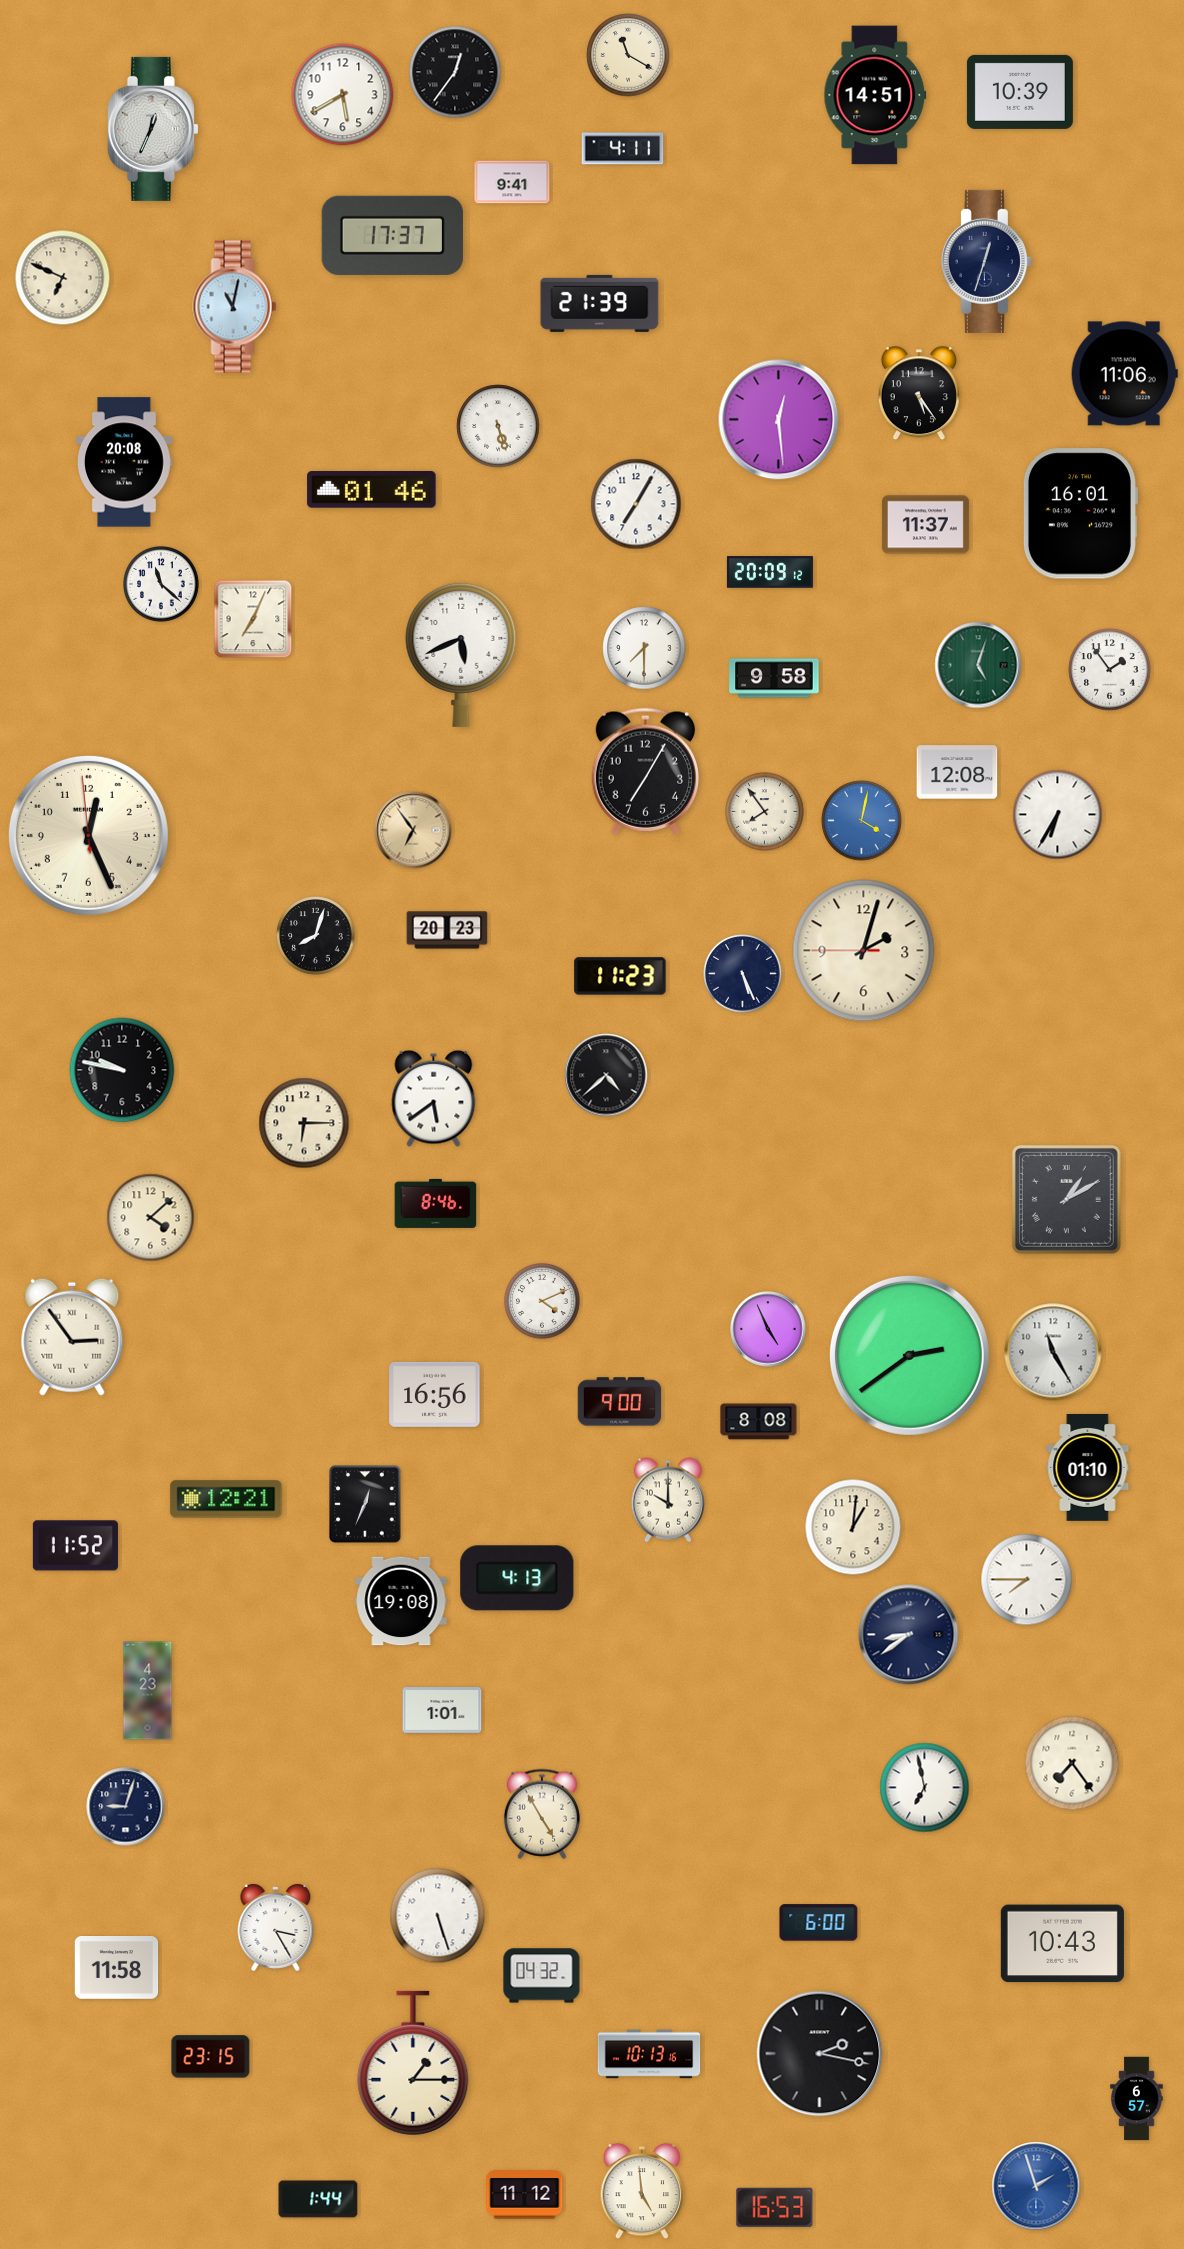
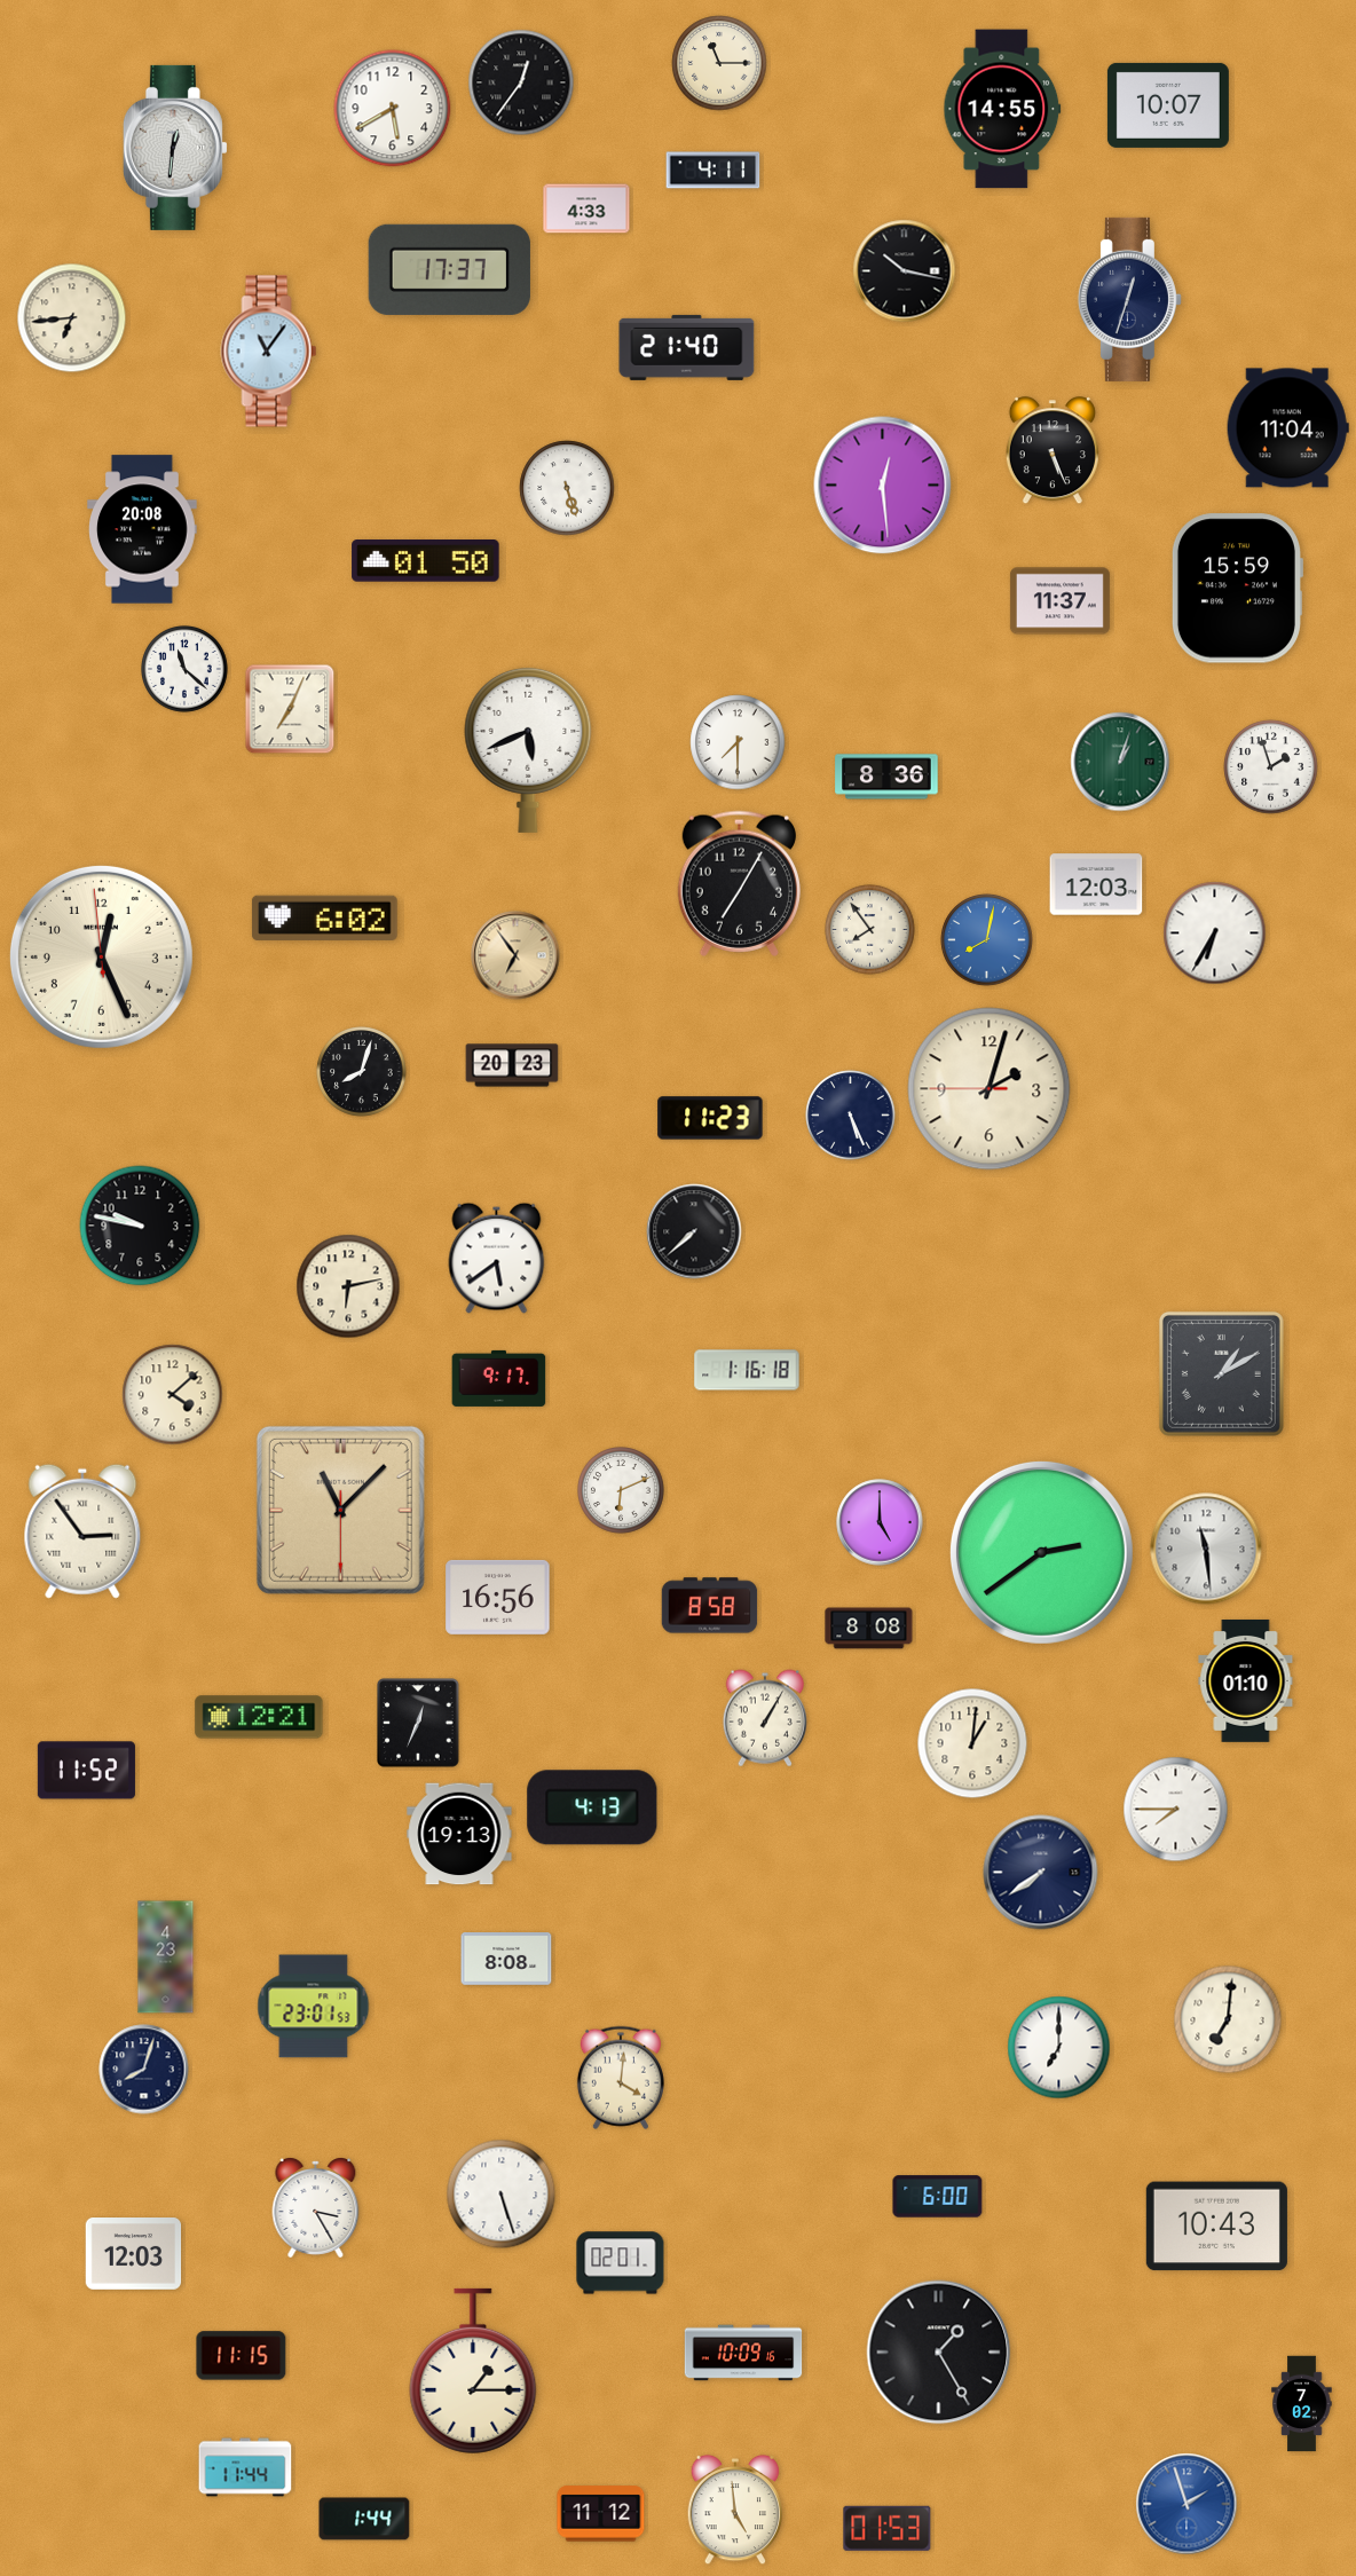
clock at (628, 55): 11:20 -> 11:15
clock at (1020, 92): 10:39 -> 10:07
clock at (875, 95): 14:51 -> 14:55
clock at (153, 129): 12:34 -> 12:31
clock at (512, 182): 9:41 -> 4:33
clock at (905, 271): none -> 10:17
clock at (63, 278): 6:49 -> 6:44
clock at (600, 303): 21:39 -> 21:40
clock at (235, 307): 11:02 -> 11:06
clock at (1124, 374): 11:06 -> 11:04
clock at (919, 394): 5:24 -> 5:26
clock at (779, 420) position: (779, 420) -> (883, 486)
clock at (498, 426) position: (498, 426) -> (567, 488)
clock at (372, 490): 01:46 -> 01:50
clock at (636, 504): 7:05 -> none
clock at (1080, 514): 16:01 -> 15:59
clock at (770, 572): 20:09 -> none
clock at (978, 665): 5:03 -> 1:03
clock at (1110, 670): 1:54 -> 1:57
clock at (774, 678): 9:58 -> 8:36
clock at (957, 772): 12:08 -> 12:03
clock at (324, 917): none -> 6:02
clock at (765, 812) position: (765, 812) -> (870, 930)
clock at (1058, 815) position: (1058, 815) -> (1215, 933)
clock at (862, 821): 4:02 -> 8:02
clock at (413, 830) position: (413, 830) -> (515, 955)
clock at (606, 1075): 4:38 -> 7:38
clock at (304, 1123): 6:15 -> 6:13
clock at (747, 1370): none -> 1:16
clock at (436, 1203): 8:46 -> 9:17
clock at (543, 1302): 4:11 -> 6:11
clock at (340, 1510): none -> 11:07
clock at (768, 1329): 4:56 -> 5:00
clock at (1053, 1352): 11:25 -> 11:29
clock at (620, 1402): 9:00 -> 8:58
clock at (668, 1500): 10:00 -> 1:05
clock at (853, 1527) position: (853, 1527) -> (972, 1743)
clock at (401, 1601): 19:08 -> 19:13
clock at (909, 1635): 8:39 -> 7:39
clock at (148, 1691) position: (148, 1691) -> (166, 1957)
clock at (442, 1711): 1:01 -> 8:08
clock at (314, 2007): none -> 23:01
clock at (1072, 1763): 7:24 -> 7:01
clock at (925, 1788): 6:58 -> 7:00
clock at (126, 1807): 9:03 -> 8:03
clock at (542, 1814): 4:55 -> 4:01
clock at (819, 1923) position: (819, 1923) -> (938, 2197)
clock at (117, 1968): 11:58 -> 12:03
clock at (542, 1976): 04:32 -> 02:01
clock at (649, 2054): 10:13 -> 10:09
clock at (820, 2054): 2:17 -> 1:25
clock at (211, 2057): 23:15 -> 11:15
clock at (413, 2063) position: (413, 2063) -> (473, 2371)
clock at (1137, 2099): 6:57 -> 7:02
clock at (245, 2467): none -> 11:44
clock at (775, 2207): 16:53 -> 01:53
